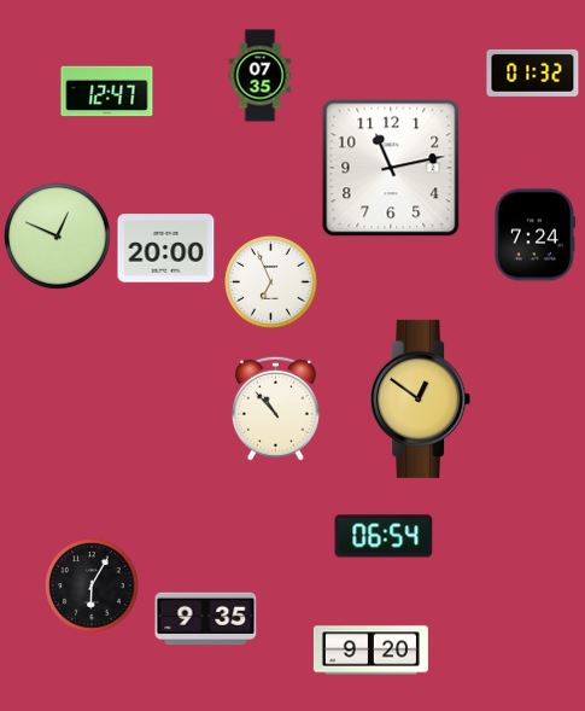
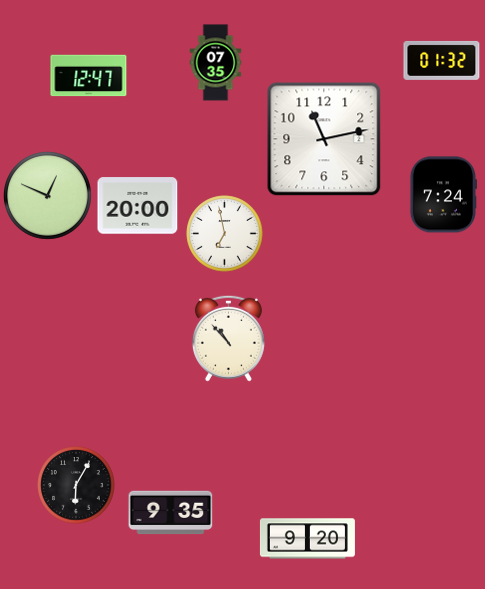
clock at (271, 282): 6:56 -> 6:58
clock at (421, 398): 12:51 -> none
clock at (384, 536): 06:54 -> none
